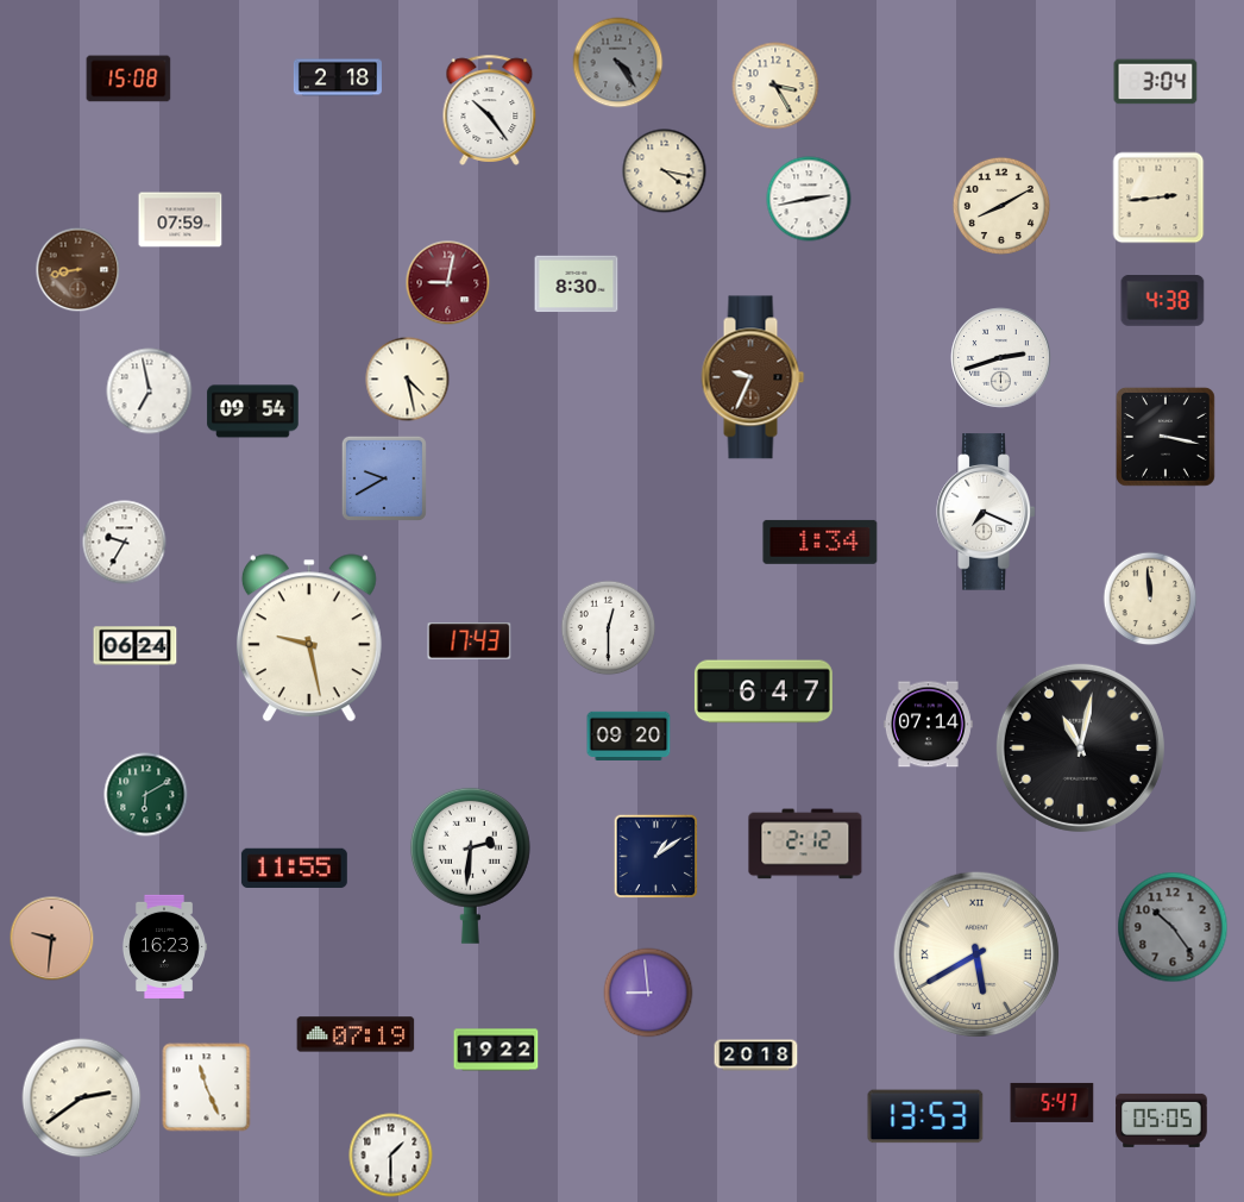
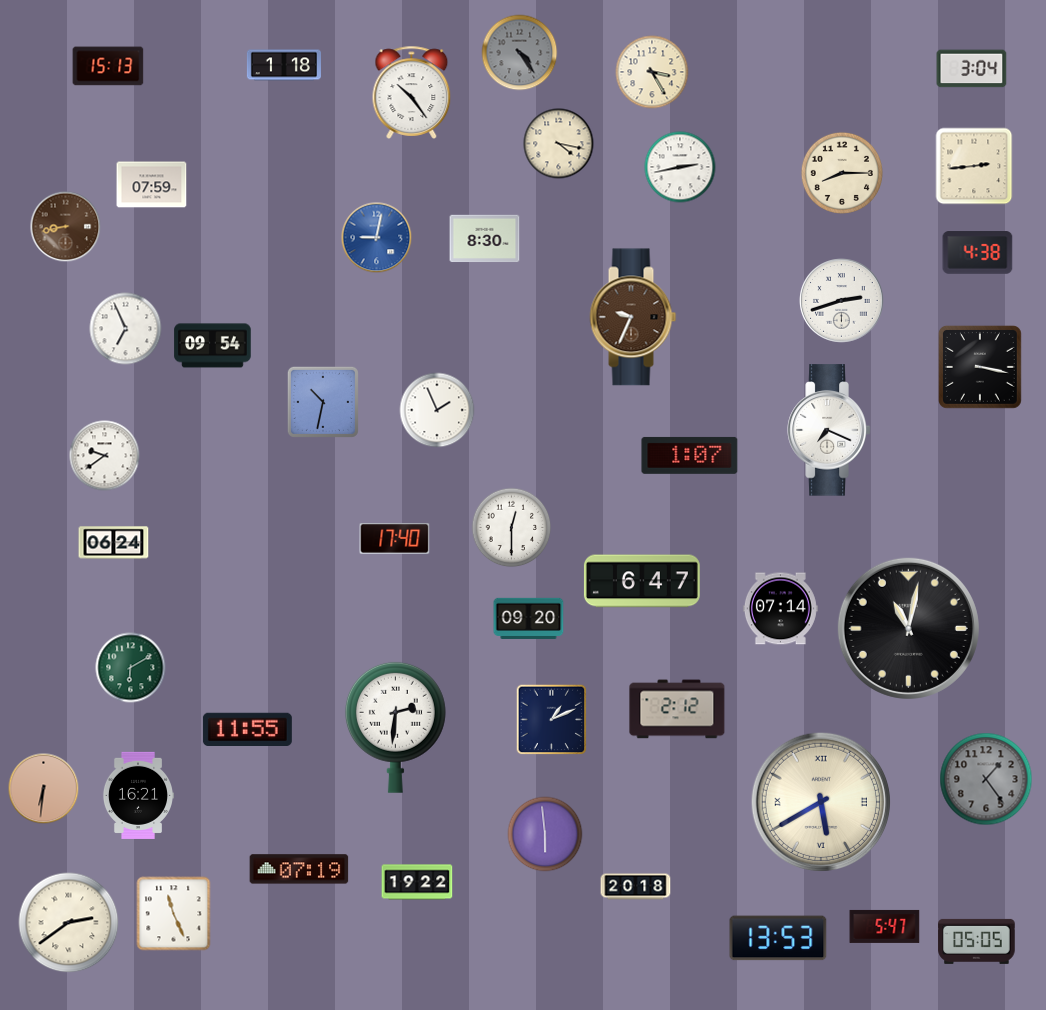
clock at (338, 77): 2:18 -> 1:18
clock at (128, 79): 15:08 -> 15:13
clock at (1001, 206): 8:10 -> 8:15
clock at (448, 283) dial: burgundy -> blue
clock at (408, 380): 4:28 -> none
clock at (150, 392): 6:58 -> 6:56
clock at (384, 478): 9:40 -> 10:32
clock at (437, 410): none -> 1:56
clock at (821, 541): 1:34 -> 1:07
clock at (125, 543): 9:35 -> 9:39
clock at (1150, 599): 11:59 -> none
clock at (309, 638): 9:28 -> none
clock at (470, 641): 17:43 -> 17:40
clock at (146, 795) position: (146, 795) -> (131, 668)
clock at (656, 857): 1:09 -> 1:11
clock at (1173, 927): 10:24 -> 1:24
clock at (52, 939): 9:31 -> 6:31
clock at (163, 946): 16:23 -> 16:21
clock at (648, 993): 8:59 -> 5:59
clock at (391, 1156): 1:30 -> none
